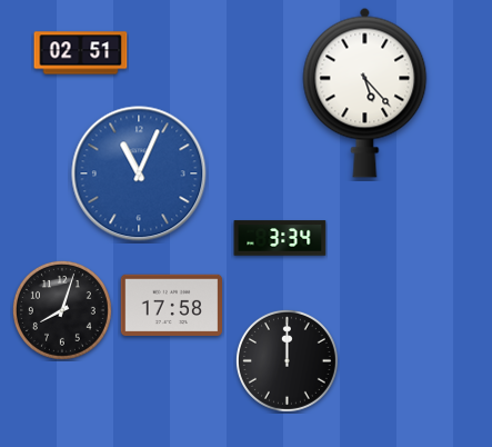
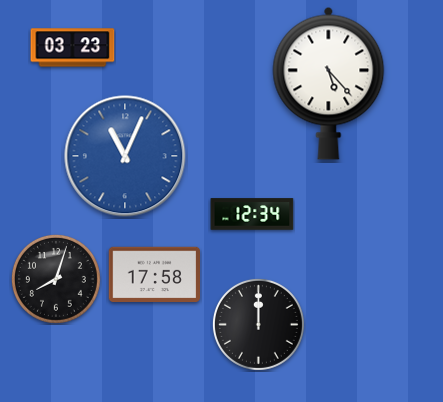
clock at (81, 53): 02:51 -> 03:23
clock at (280, 238): 3:34 -> 12:34
